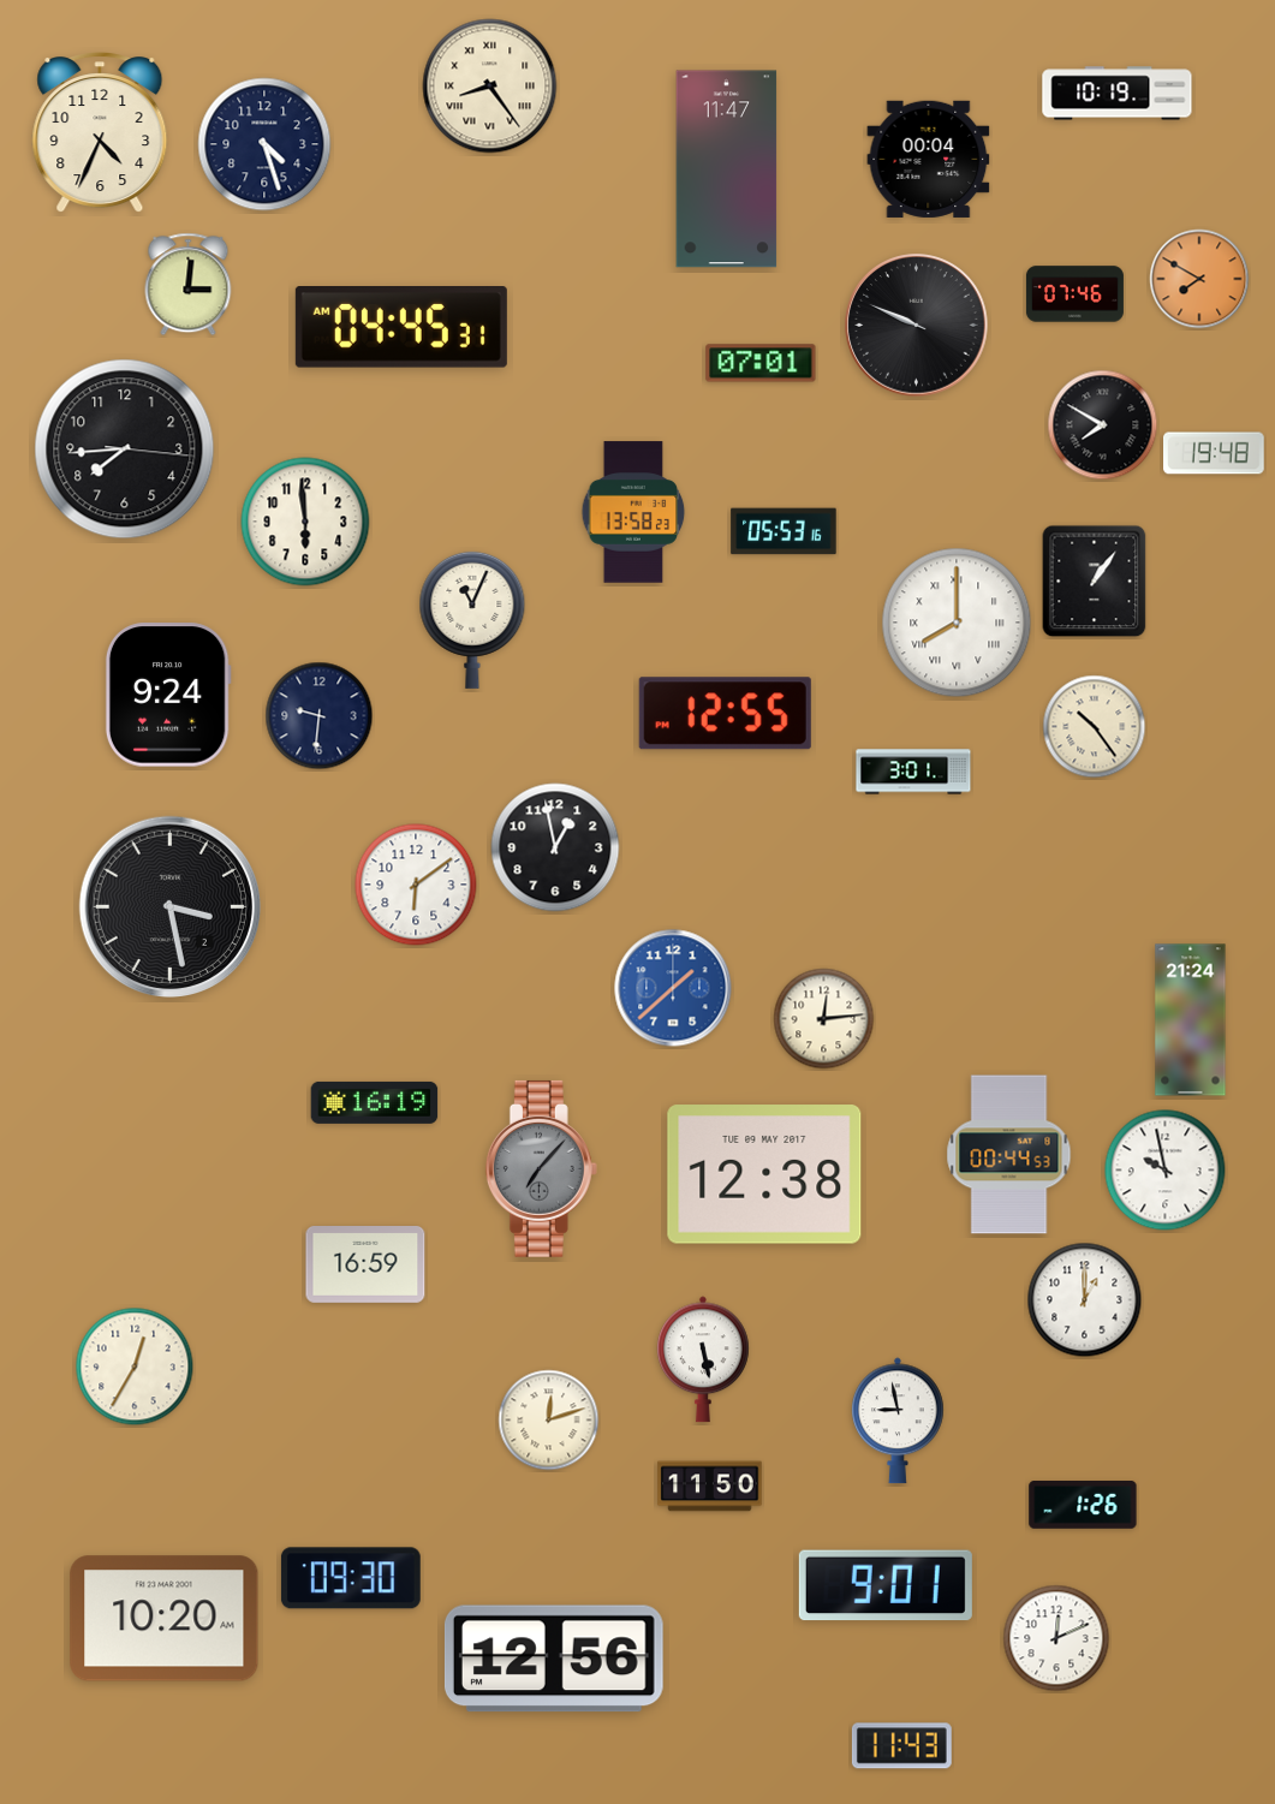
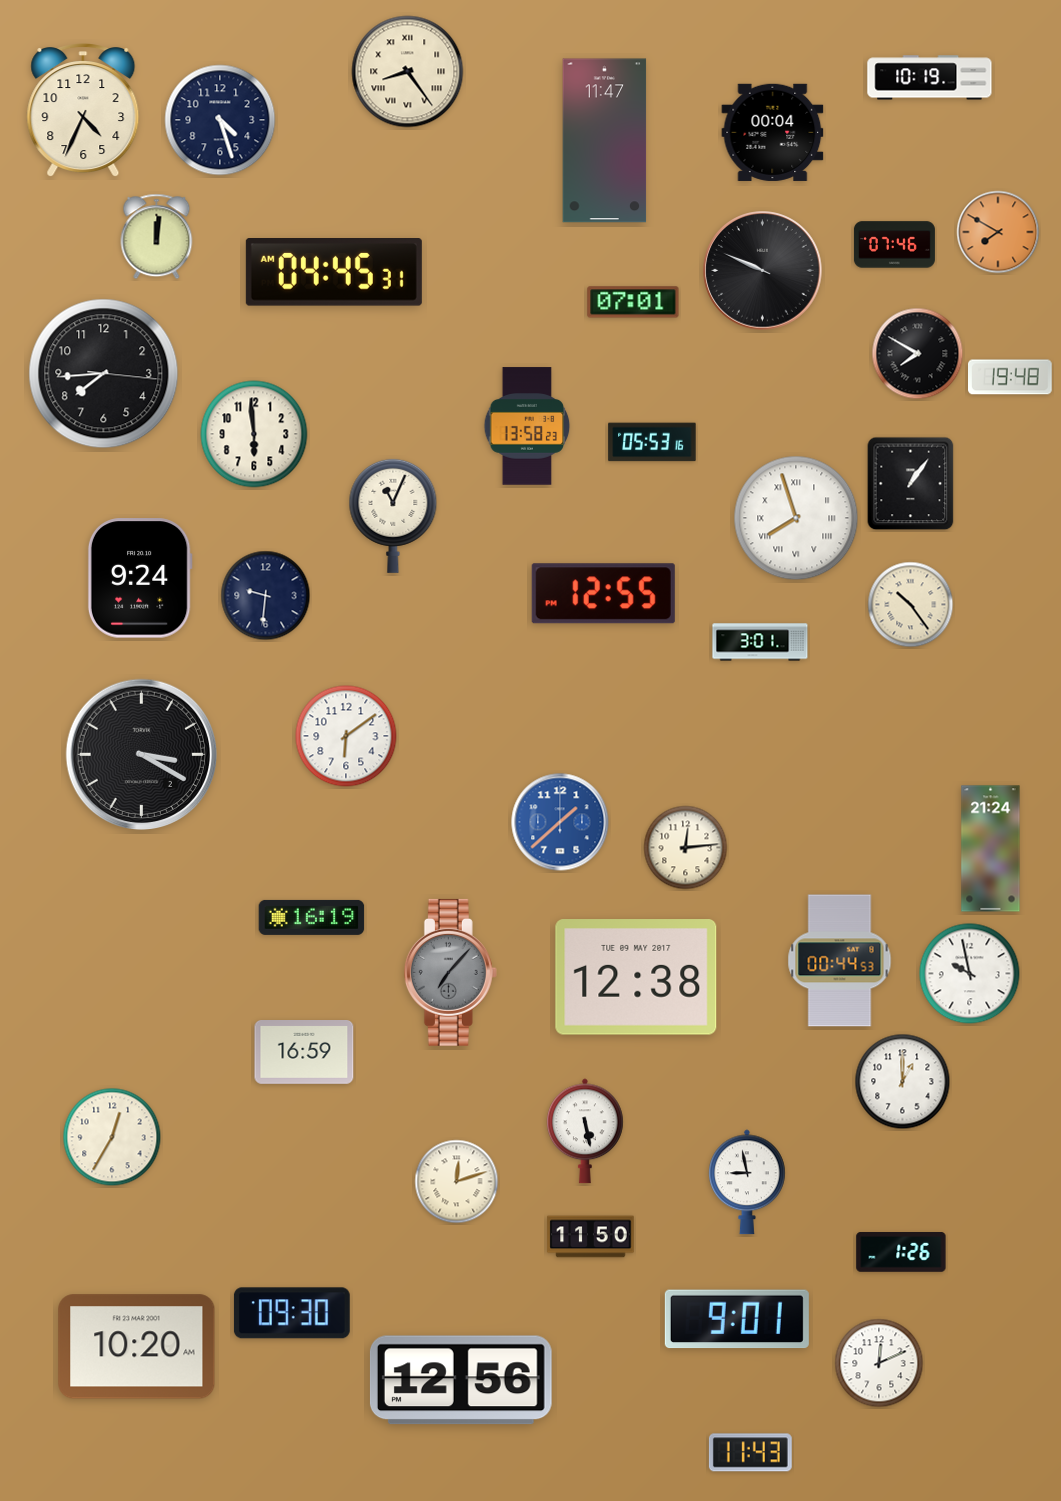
clock at (189, 285): 3:01 -> 12:01
clock at (957, 623): 8:00 -> 7:57
clock at (555, 847): 12:58 -> none
clock at (169, 906): 3:28 -> 3:20
